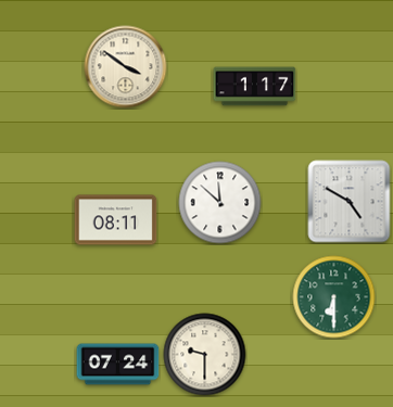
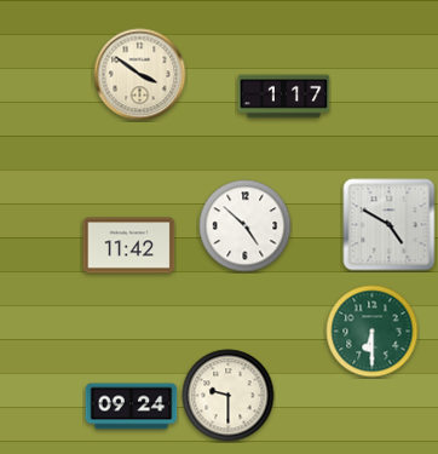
clock at (220, 203): 11:52 -> 4:52
clock at (116, 220): 08:11 -> 11:42
clock at (118, 365): 07:24 -> 09:24
